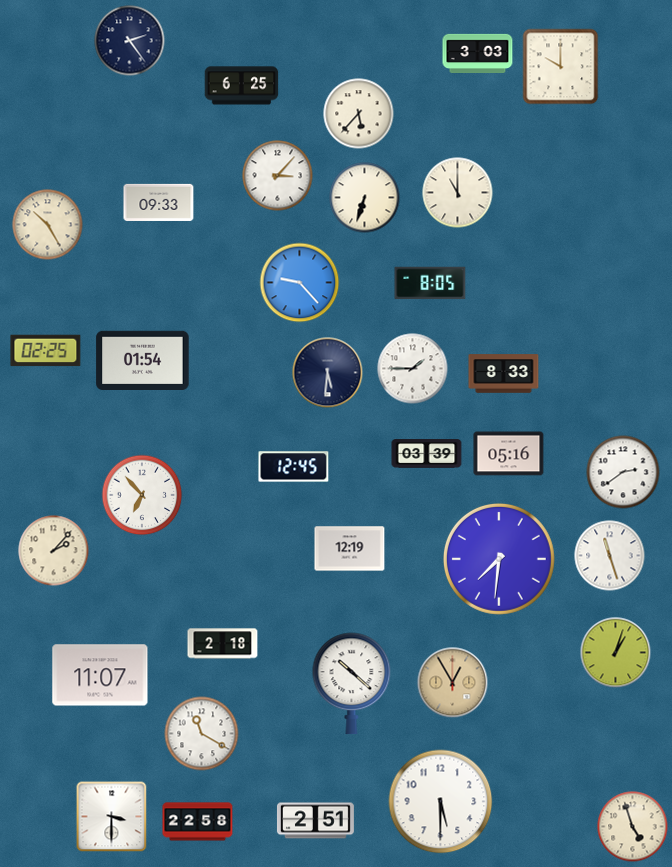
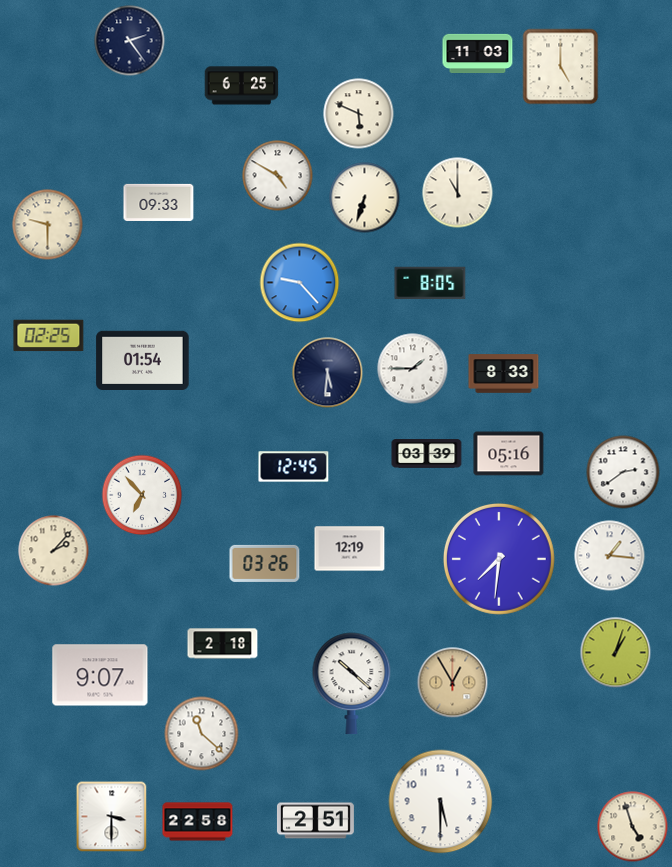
clock at (478, 53): 3:03 -> 11:03
clock at (561, 67): 10:00 -> 5:00
clock at (359, 114): 5:37 -> 5:49
clock at (278, 176): 3:07 -> 4:50
clock at (48, 225): 10:25 -> 9:30
clock at (46, 351) position: (46, 351) -> (49, 336)
clock at (610, 556): 11:27 -> 1:16
clock at (265, 563): none -> 03:26
clock at (100, 675): 11:07 -> 9:07
clock at (202, 734): 11:20 -> 11:22
